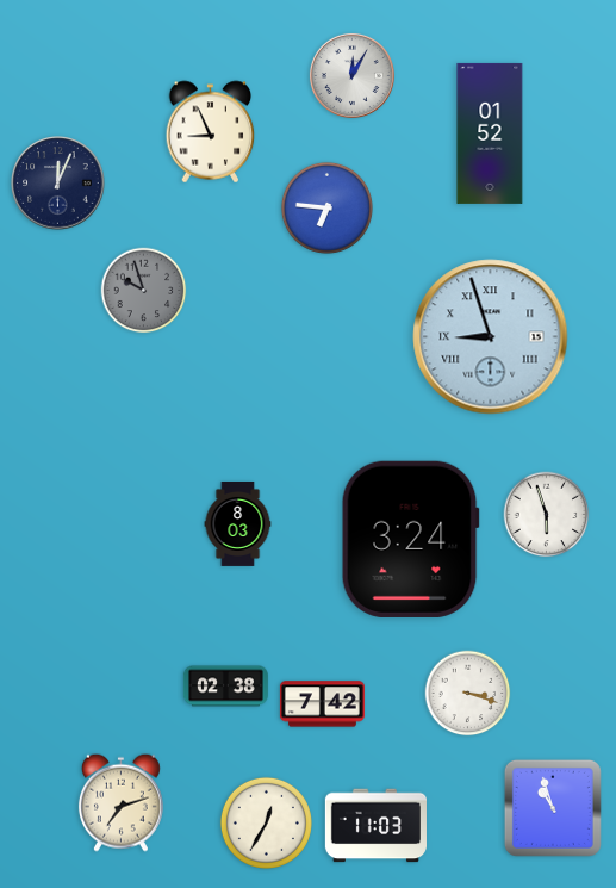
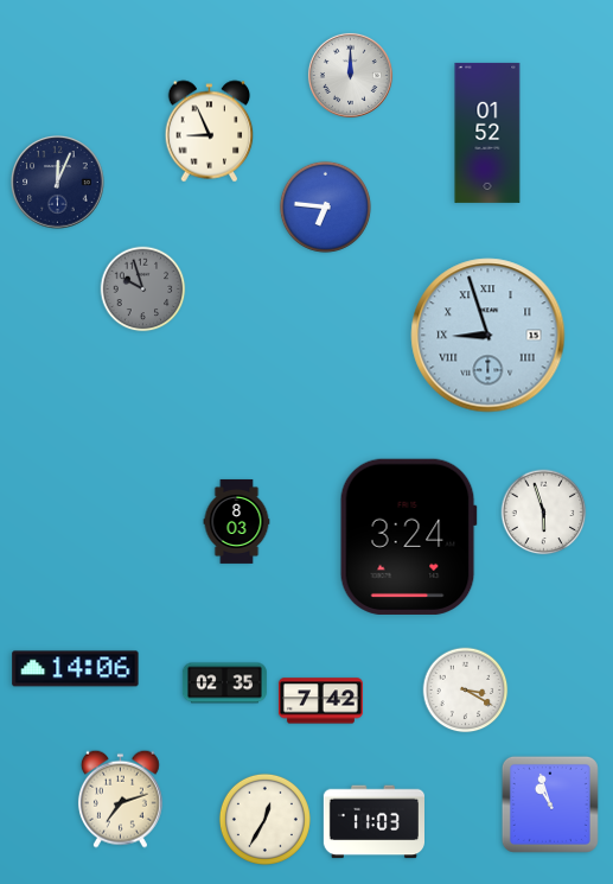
clock at (351, 75): 12:05 -> 12:00
clock at (76, 669): none -> 14:06
clock at (225, 687): 02:38 -> 02:35
clock at (468, 694): 3:18 -> 3:20
